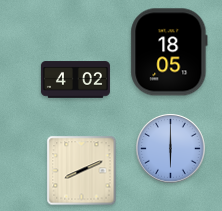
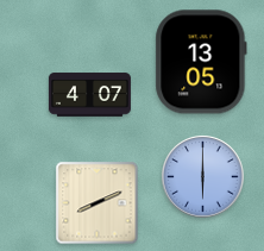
clock at (169, 52): 18:05 -> 13:05
clock at (75, 80): 4:02 -> 4:07
